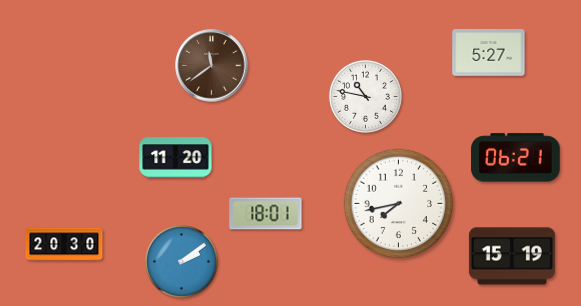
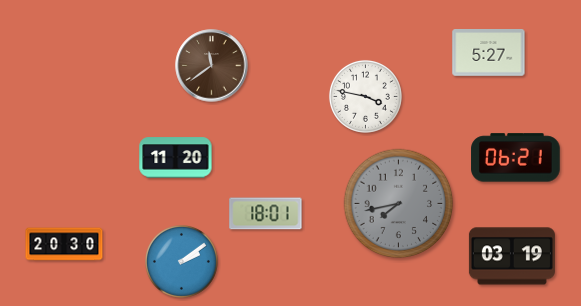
clock at (365, 96): 10:47 -> 3:47
clock at (399, 204) dial: white -> grey
clock at (512, 256): 15:19 -> 03:19
